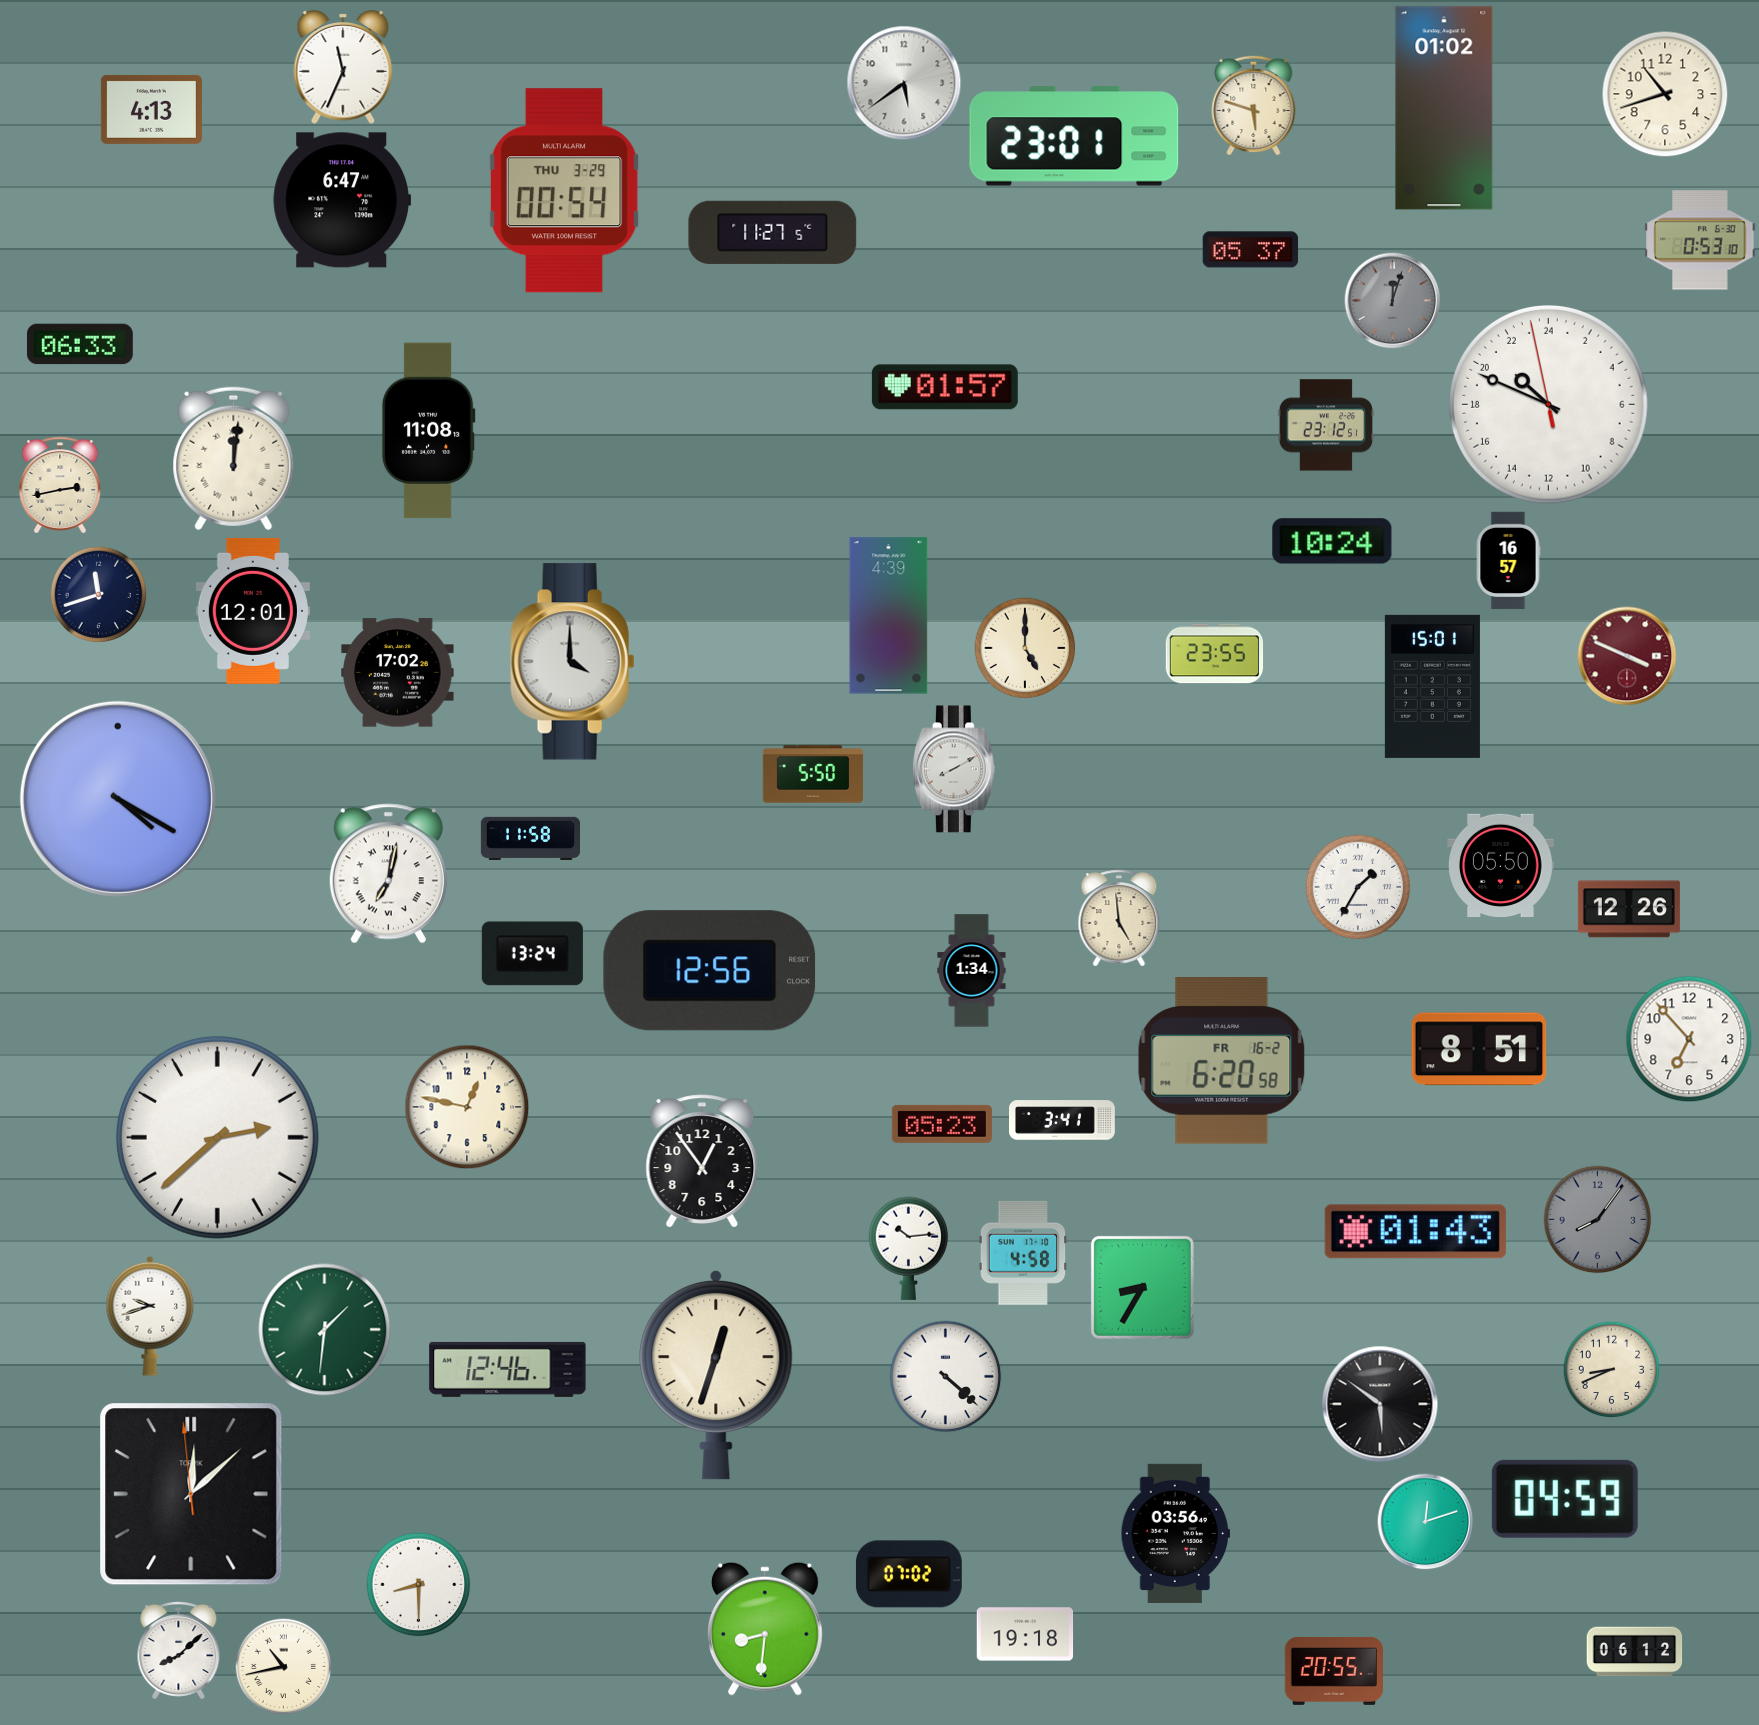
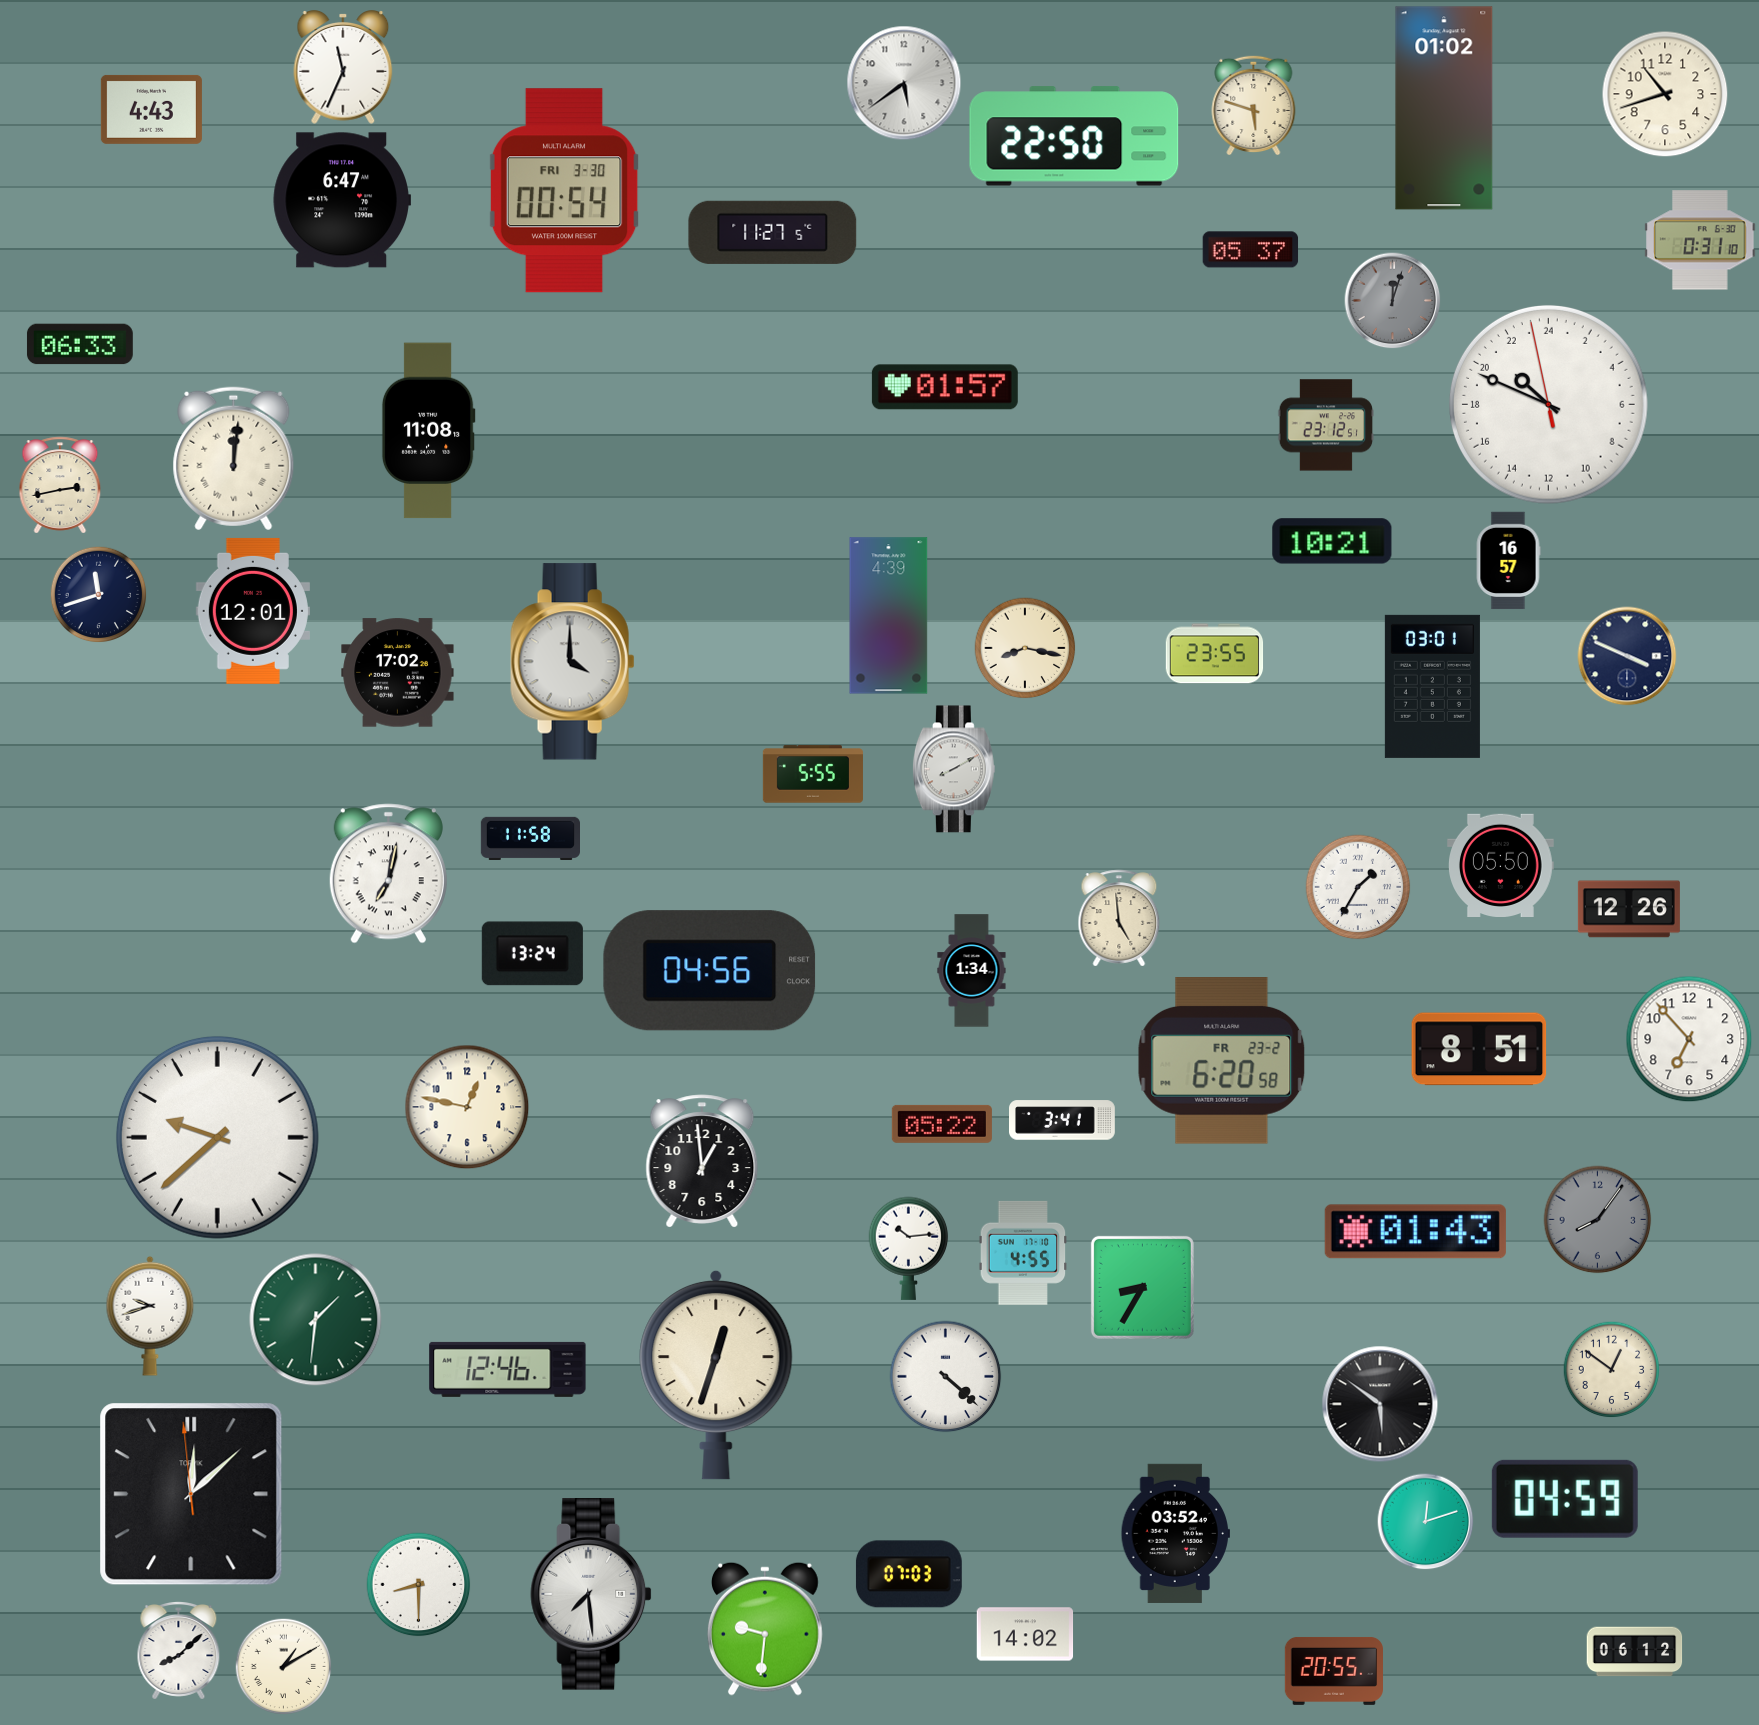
clock at (151, 109): 4:13 -> 4:43
clock at (1074, 136): 23:01 -> 22:50
clock at (565, 191) date: THU 3-29 -> FRI 3-30
clock at (1700, 240): 0:53 -> 0:31
clock at (1332, 541): 10:24 -> 10:21
clock at (1025, 648): 5:00 -> 8:17
clock at (1627, 656) dial: burgundy -> navy
clock at (1432, 686): 15:01 -> 03:01
clock at (813, 774): 5:50 -> 5:55
clock at (118, 799): 4:20 -> none
clock at (710, 971): 12:56 -> 04:56
clock at (1222, 1061) date: FR 16-2 -> FR 23-2
clock at (942, 1124): 05:23 -> 05:22
clock at (217, 1137): 2:38 -> 9:38
clock at (702, 1161): 12:54 -> 12:59
clock at (1023, 1253): 4:58 -> 4:55
clock at (325, 1330) position: (325, 1330) -> (316, 1320)
clock at (1611, 1369): 8:41 -> 12:51
clock at (1175, 1533): 03:56 -> 03:52
clock at (909, 1574): 07:02 -> 07:03
clock at (591, 1595): none -> 7:29
clock at (766, 1629): 8:31 -> 9:31
clock at (1025, 1634): 19:18 -> 14:02
clock at (283, 1666): 10:43 -> 1:10
